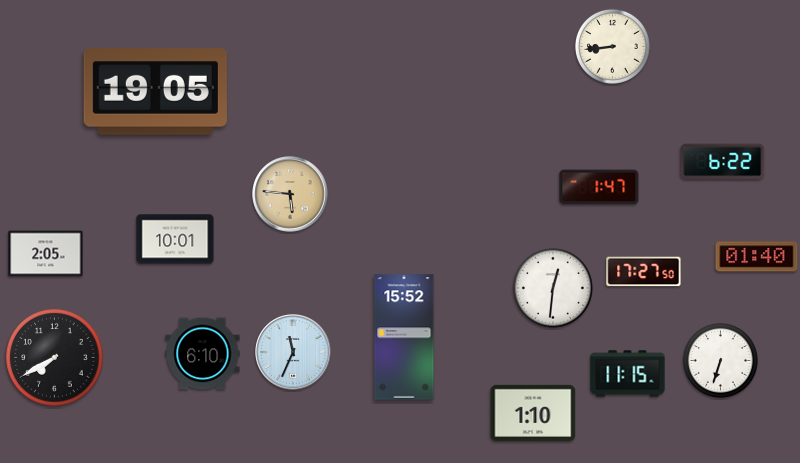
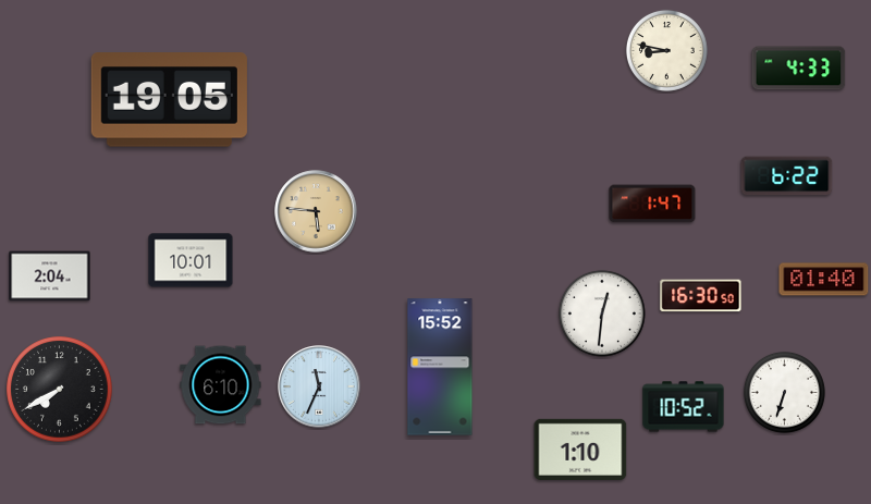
clock at (612, 46): 8:44 -> 8:47
clock at (799, 69): none -> 4:33
clock at (46, 254): 2:05 -> 2:04
clock at (644, 272): 17:27 -> 16:30
clock at (293, 352) position: (293, 352) -> (319, 386)
clock at (628, 374): 11:15 -> 10:52
